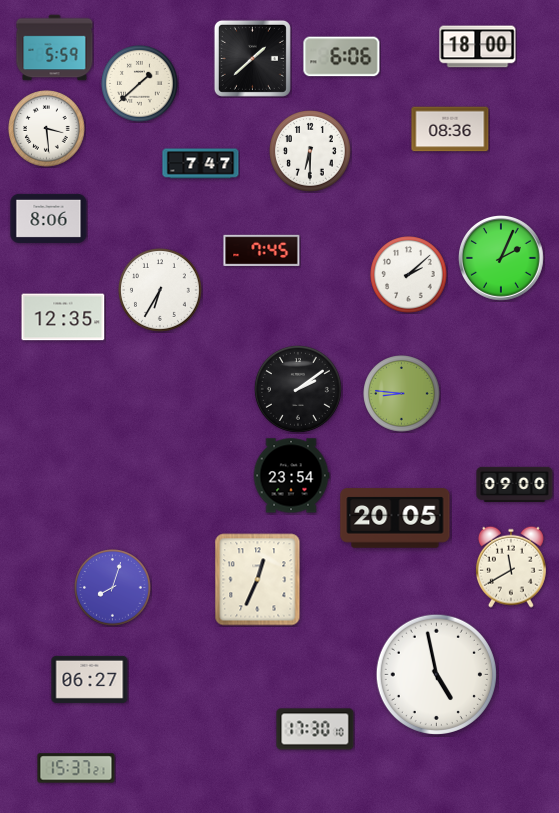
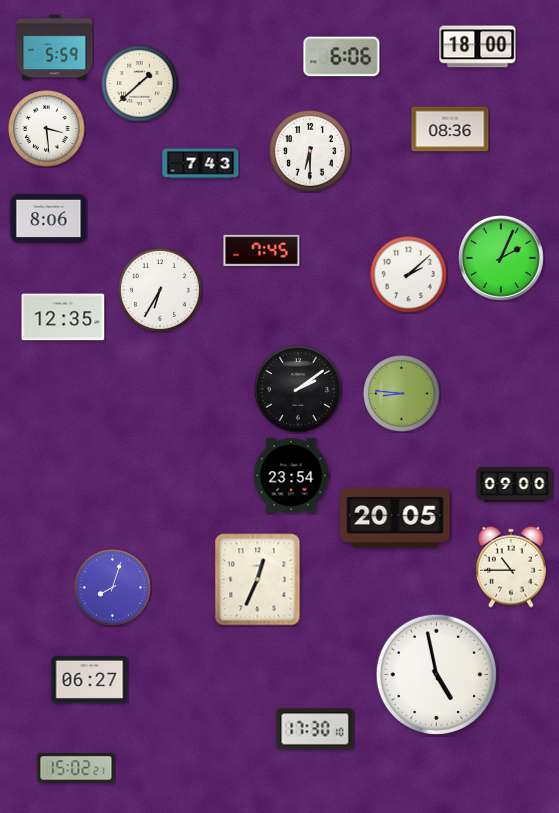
clock at (252, 58): 1:38 -> none
clock at (201, 164): 7:47 -> 7:43
clock at (511, 567): 11:40 -> 10:45
clock at (76, 768): 15:37 -> 15:02
